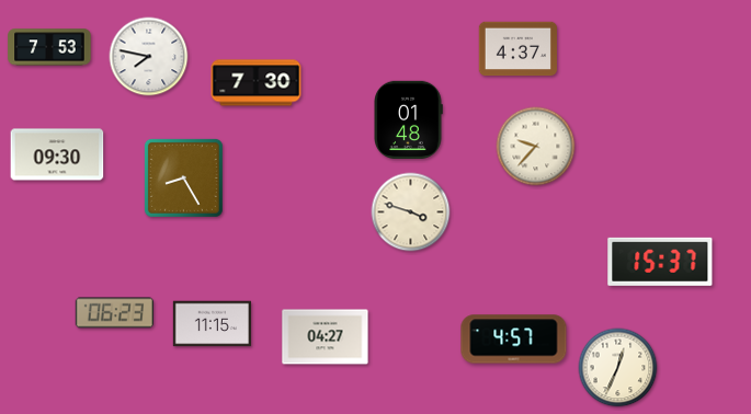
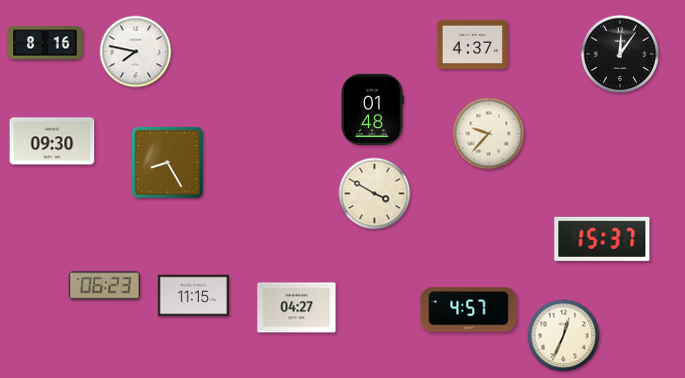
clock at (49, 47): 7:53 -> 8:16
clock at (620, 54): none -> 12:06
clock at (257, 83): 7:30 -> none
clock at (411, 212): 3:48 -> 3:50
